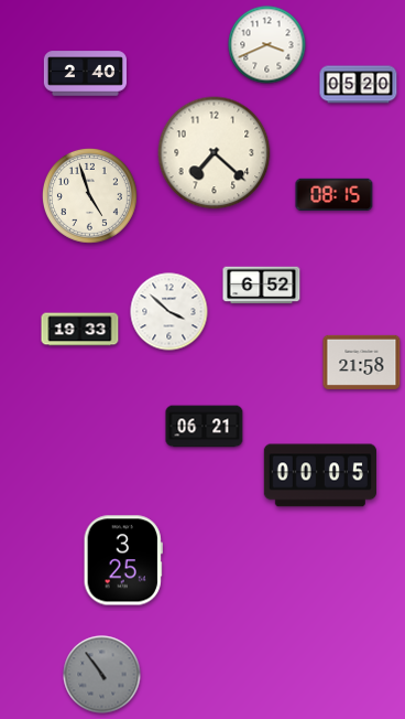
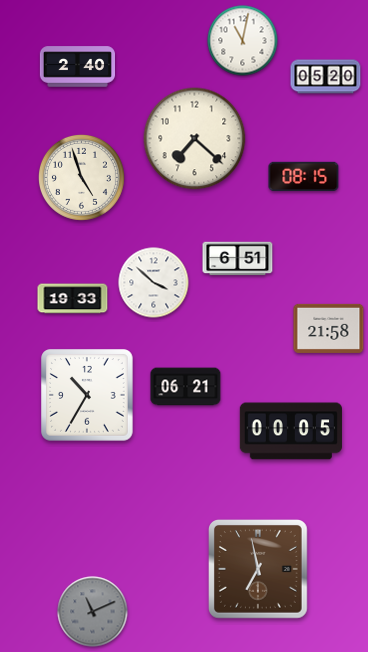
clock at (267, 45): 3:41 -> 11:02
clock at (262, 286): 6:52 -> 6:51
clock at (87, 395): none -> 10:35
clock at (123, 560): 3:25 -> none
clock at (259, 570): none -> 6:58
clock at (102, 675): 10:54 -> 11:11
